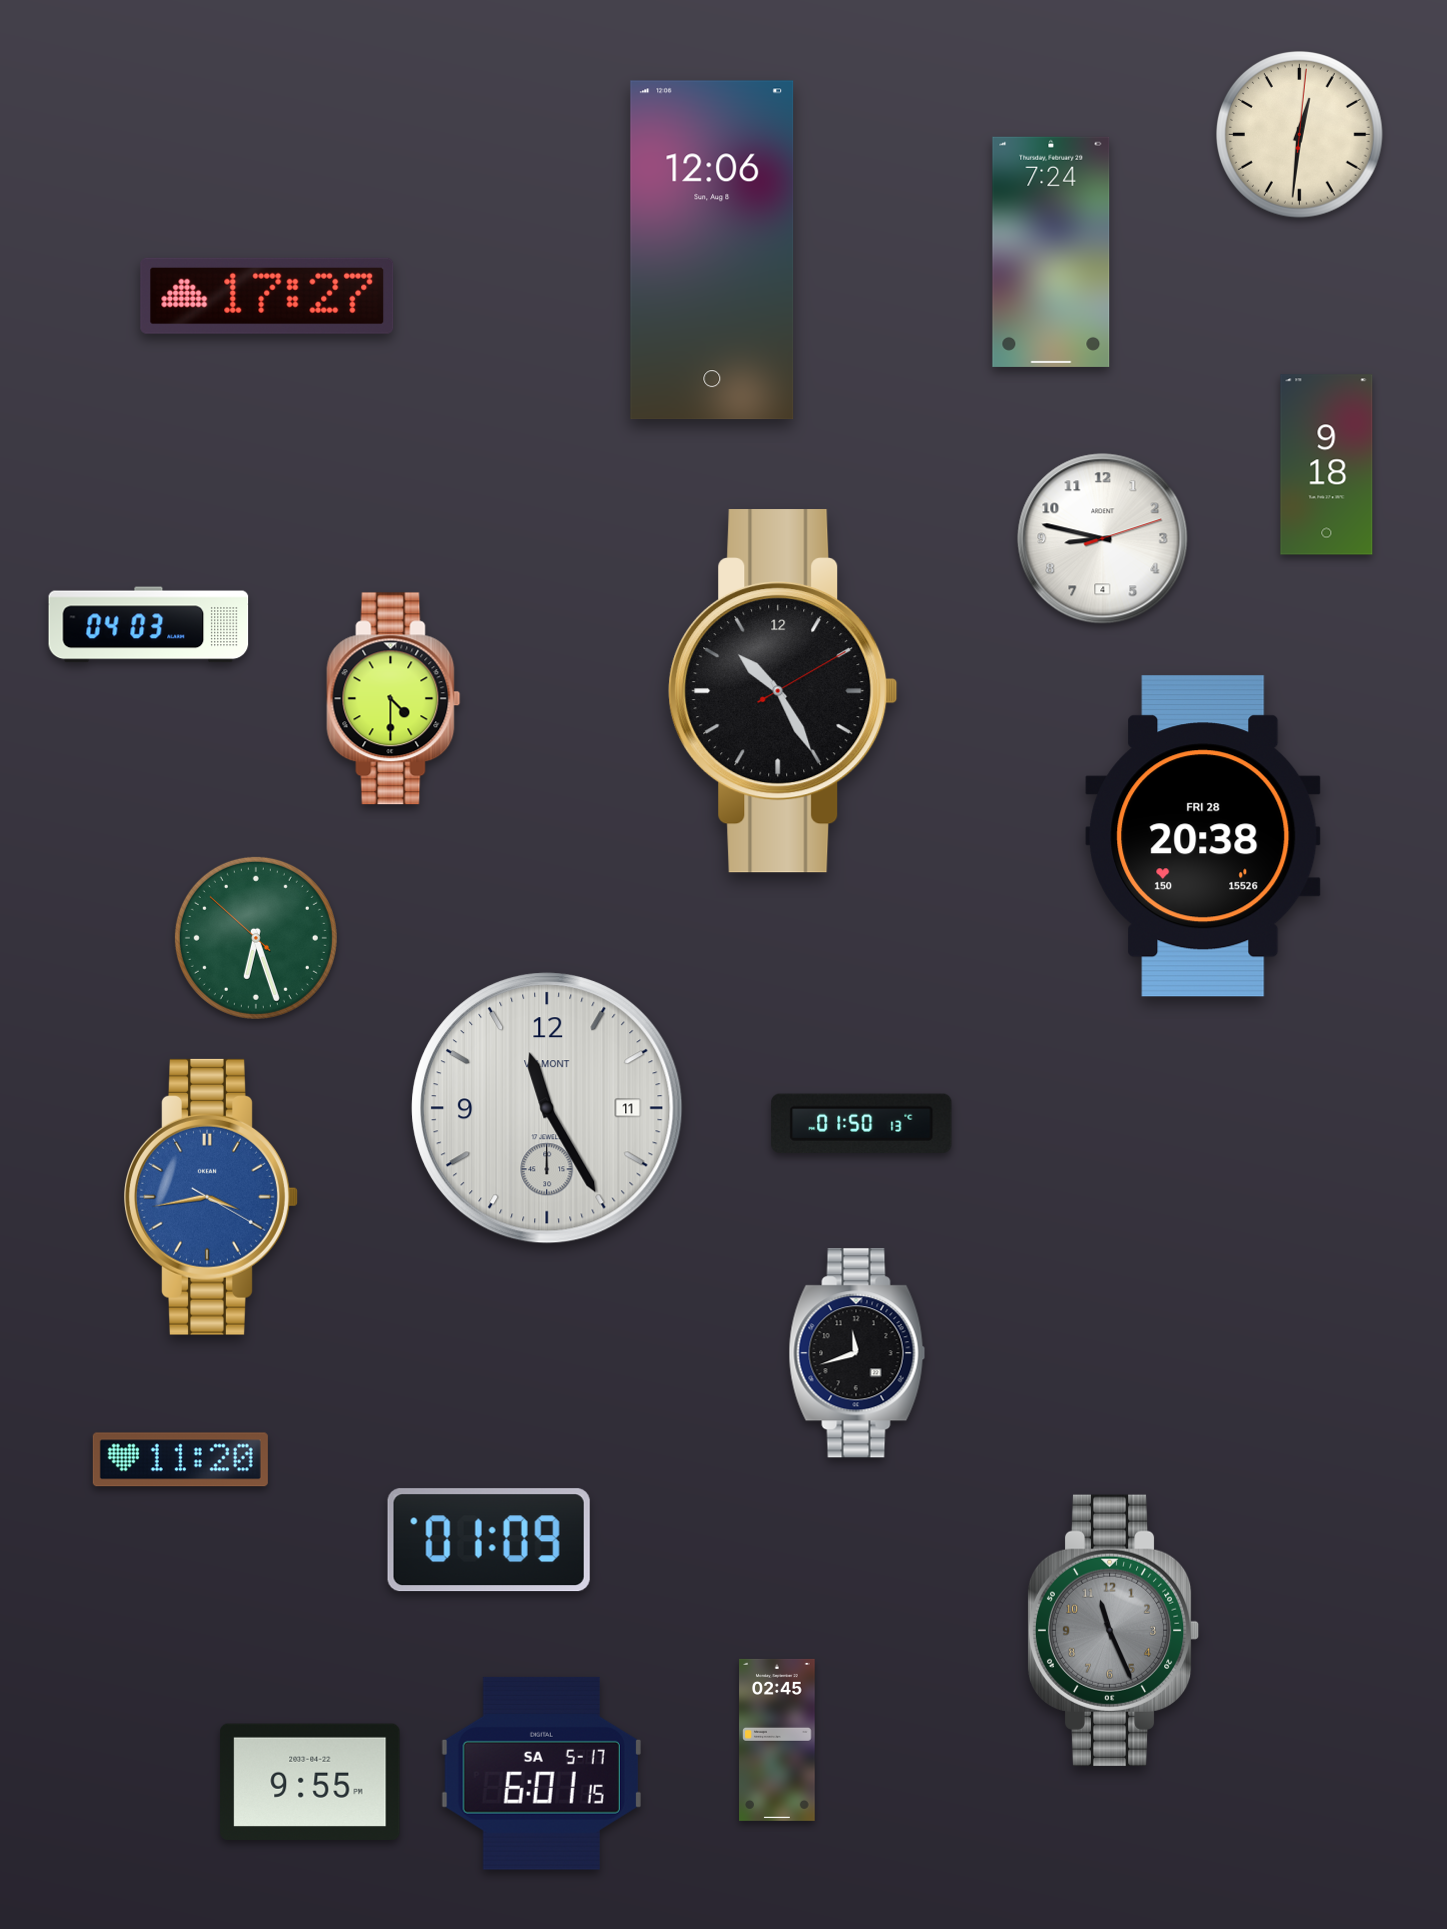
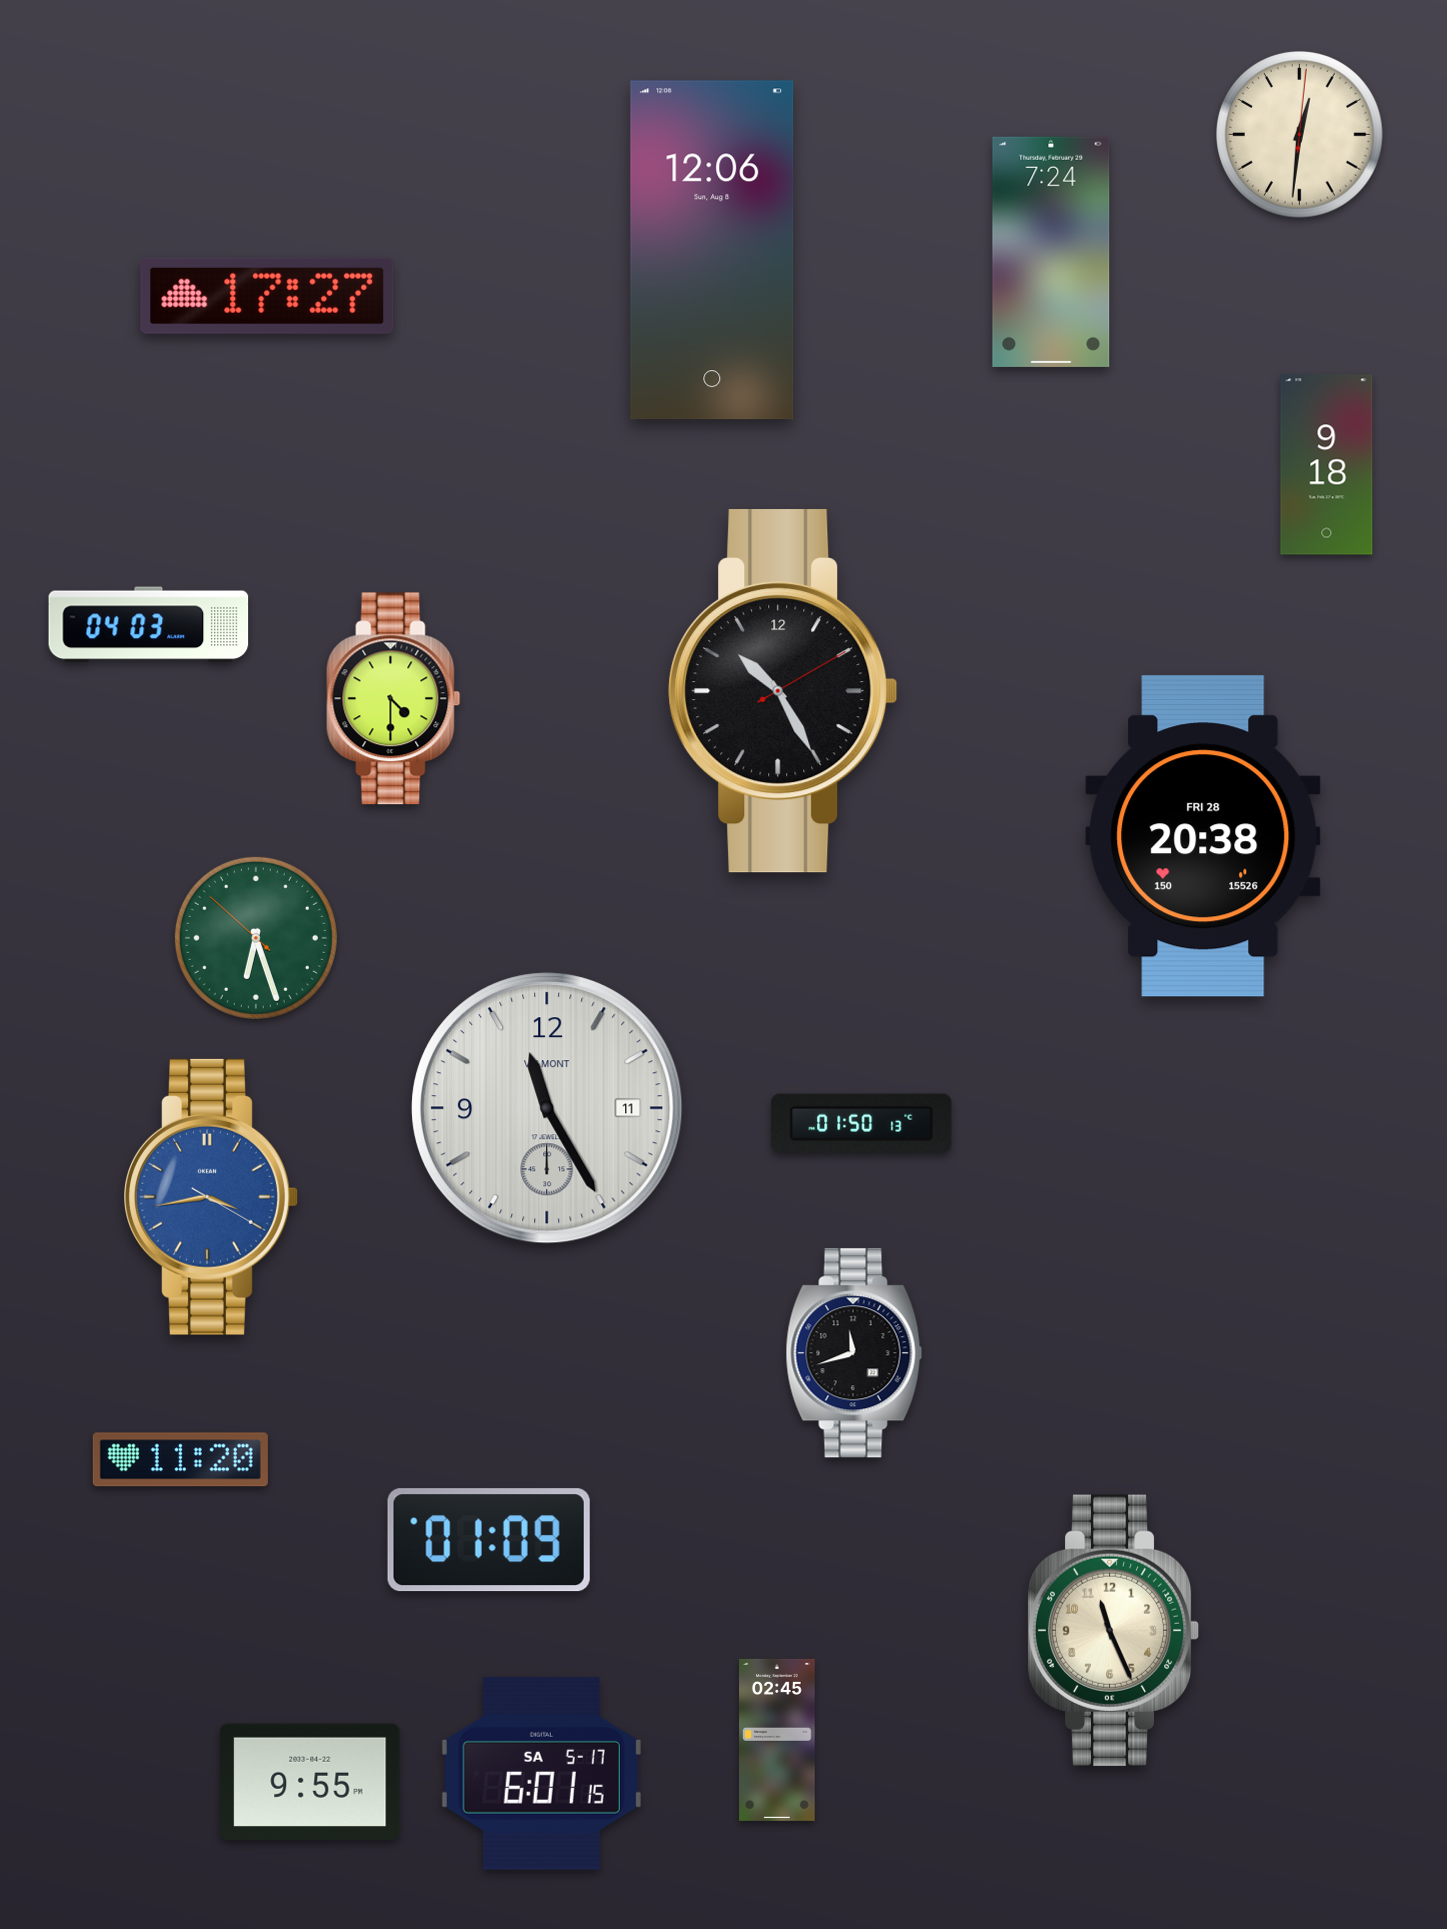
clock at (1103, 539): 8:47 -> none
clock at (857, 1353) position: (857, 1353) -> (854, 1353)
clock at (1113, 1630) dial: grey -> cream
